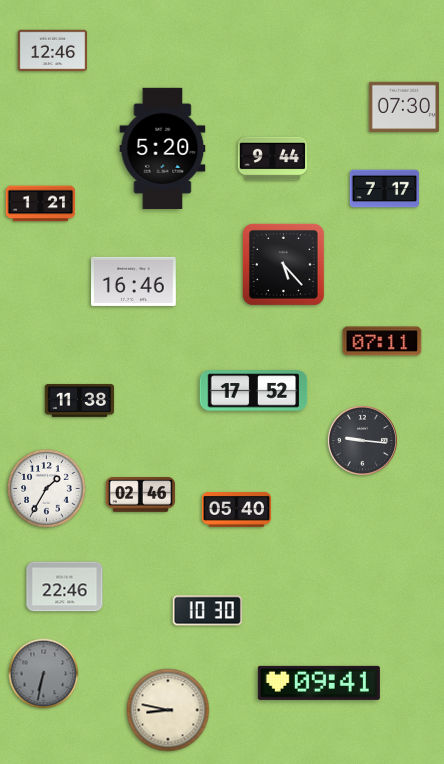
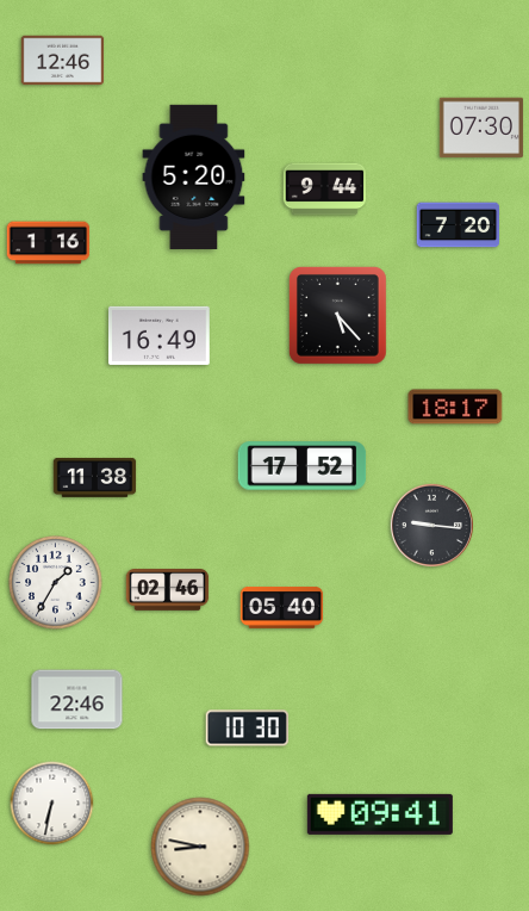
clock at (385, 189): 7:17 -> 7:20
clock at (41, 204): 1:21 -> 1:16
clock at (134, 281): 16:46 -> 16:49
clock at (382, 341): 07:11 -> 18:17
clock at (44, 674) dial: grey -> white
